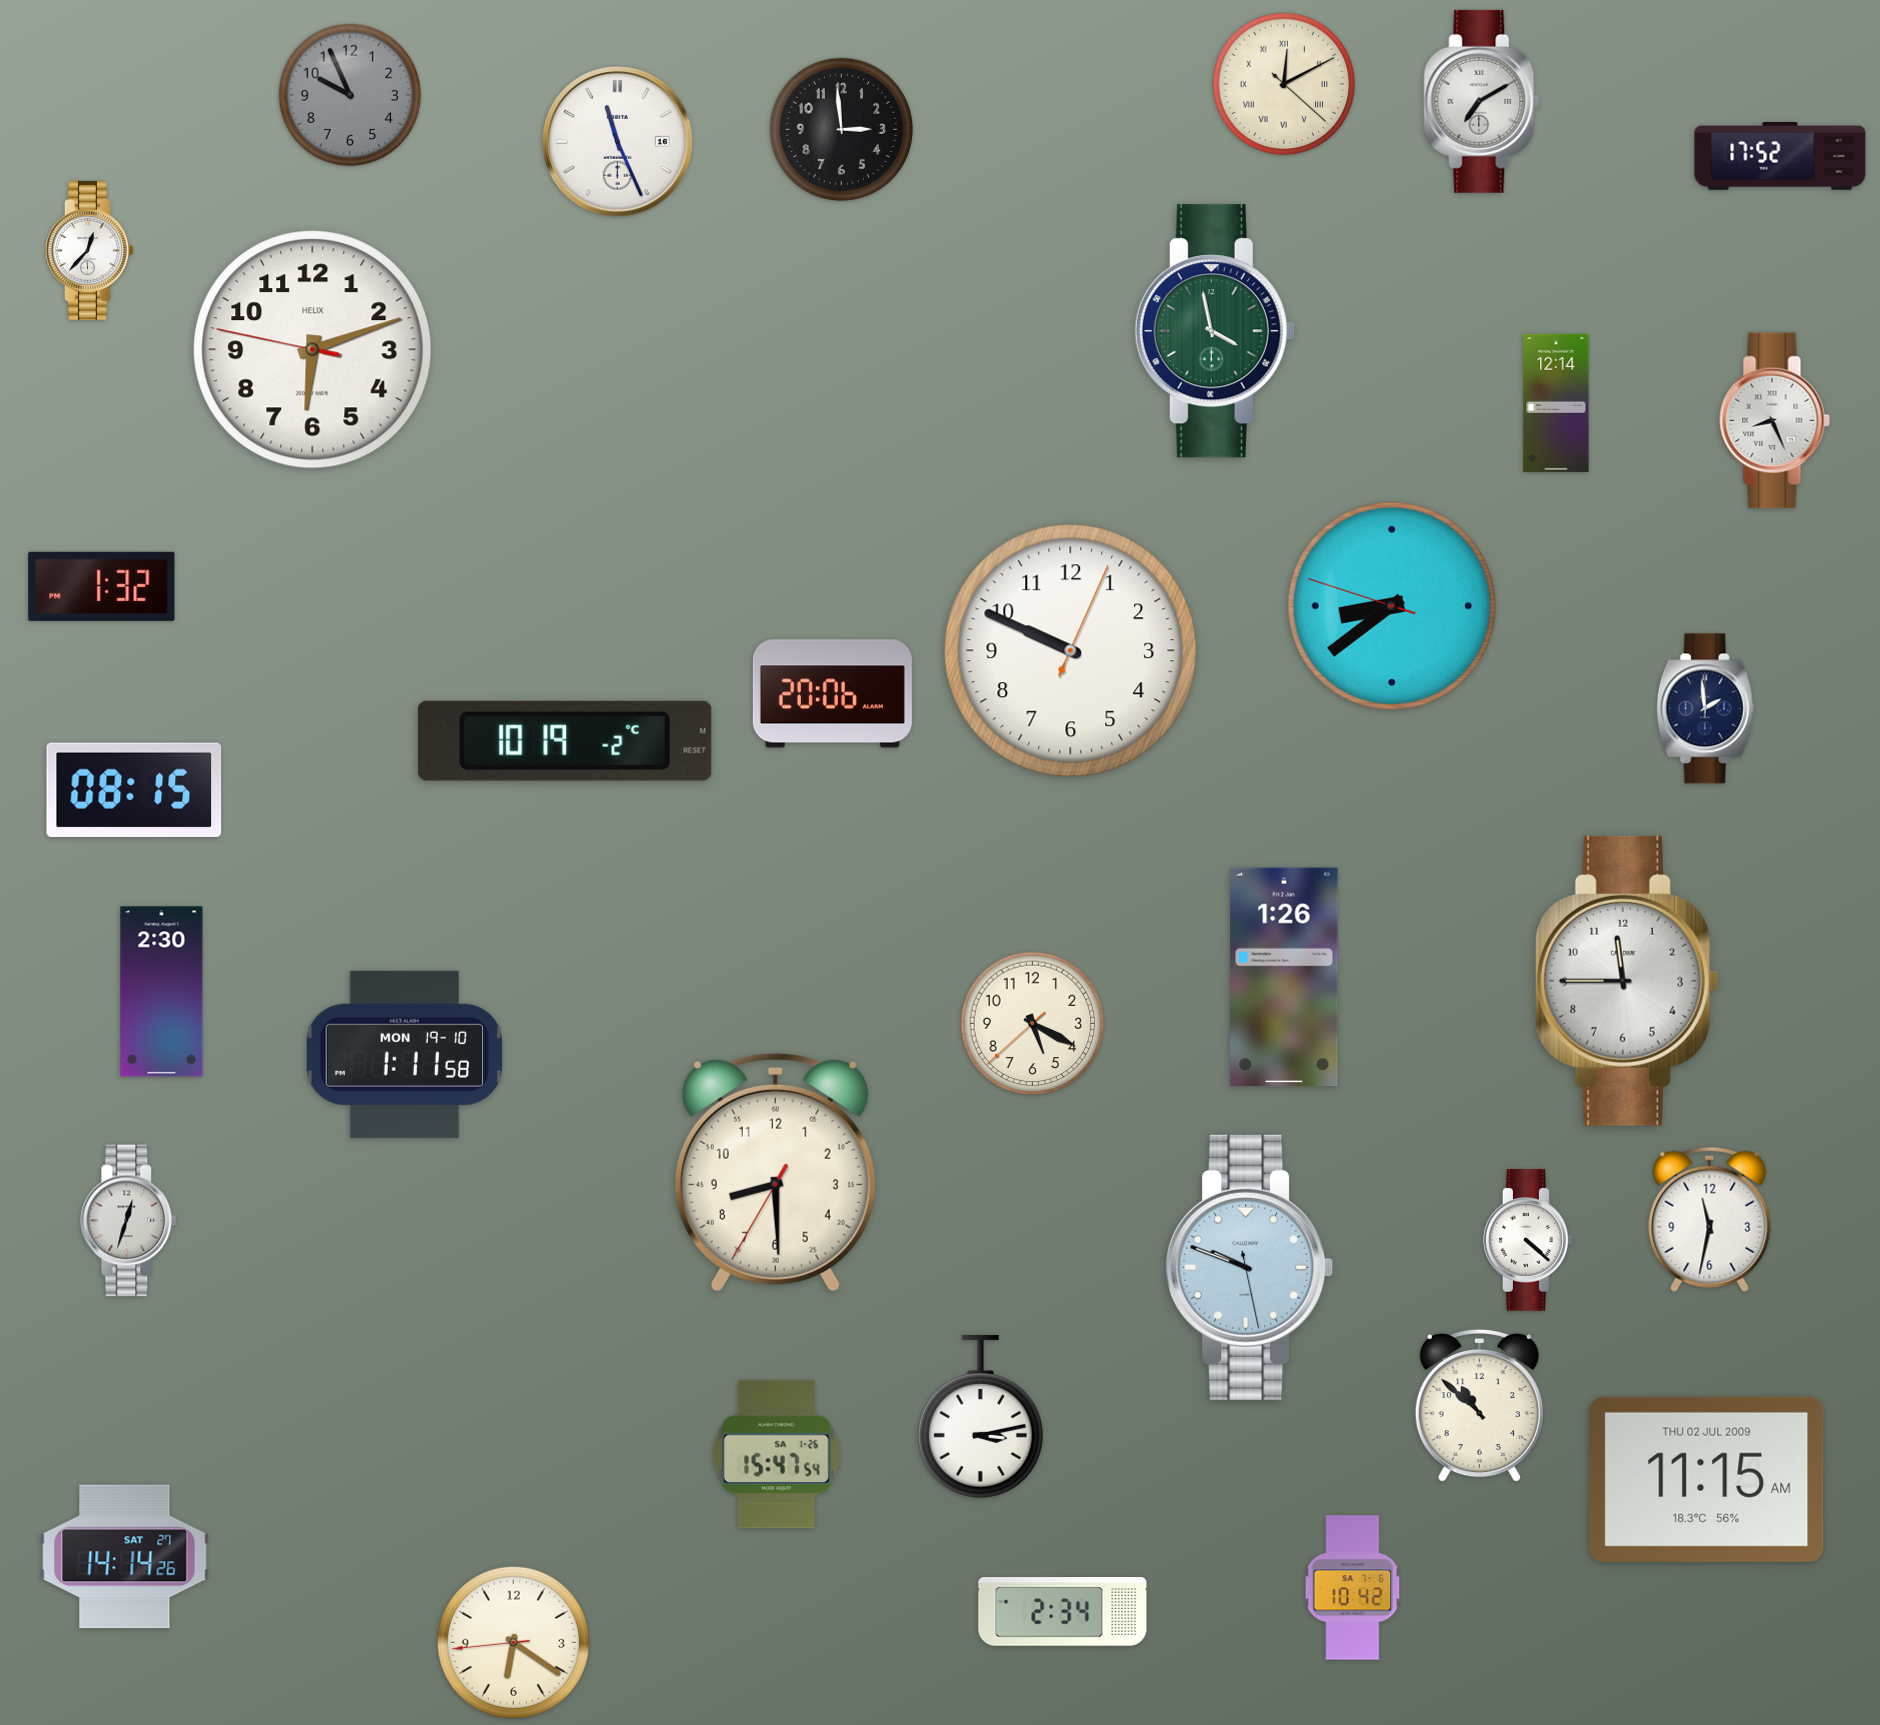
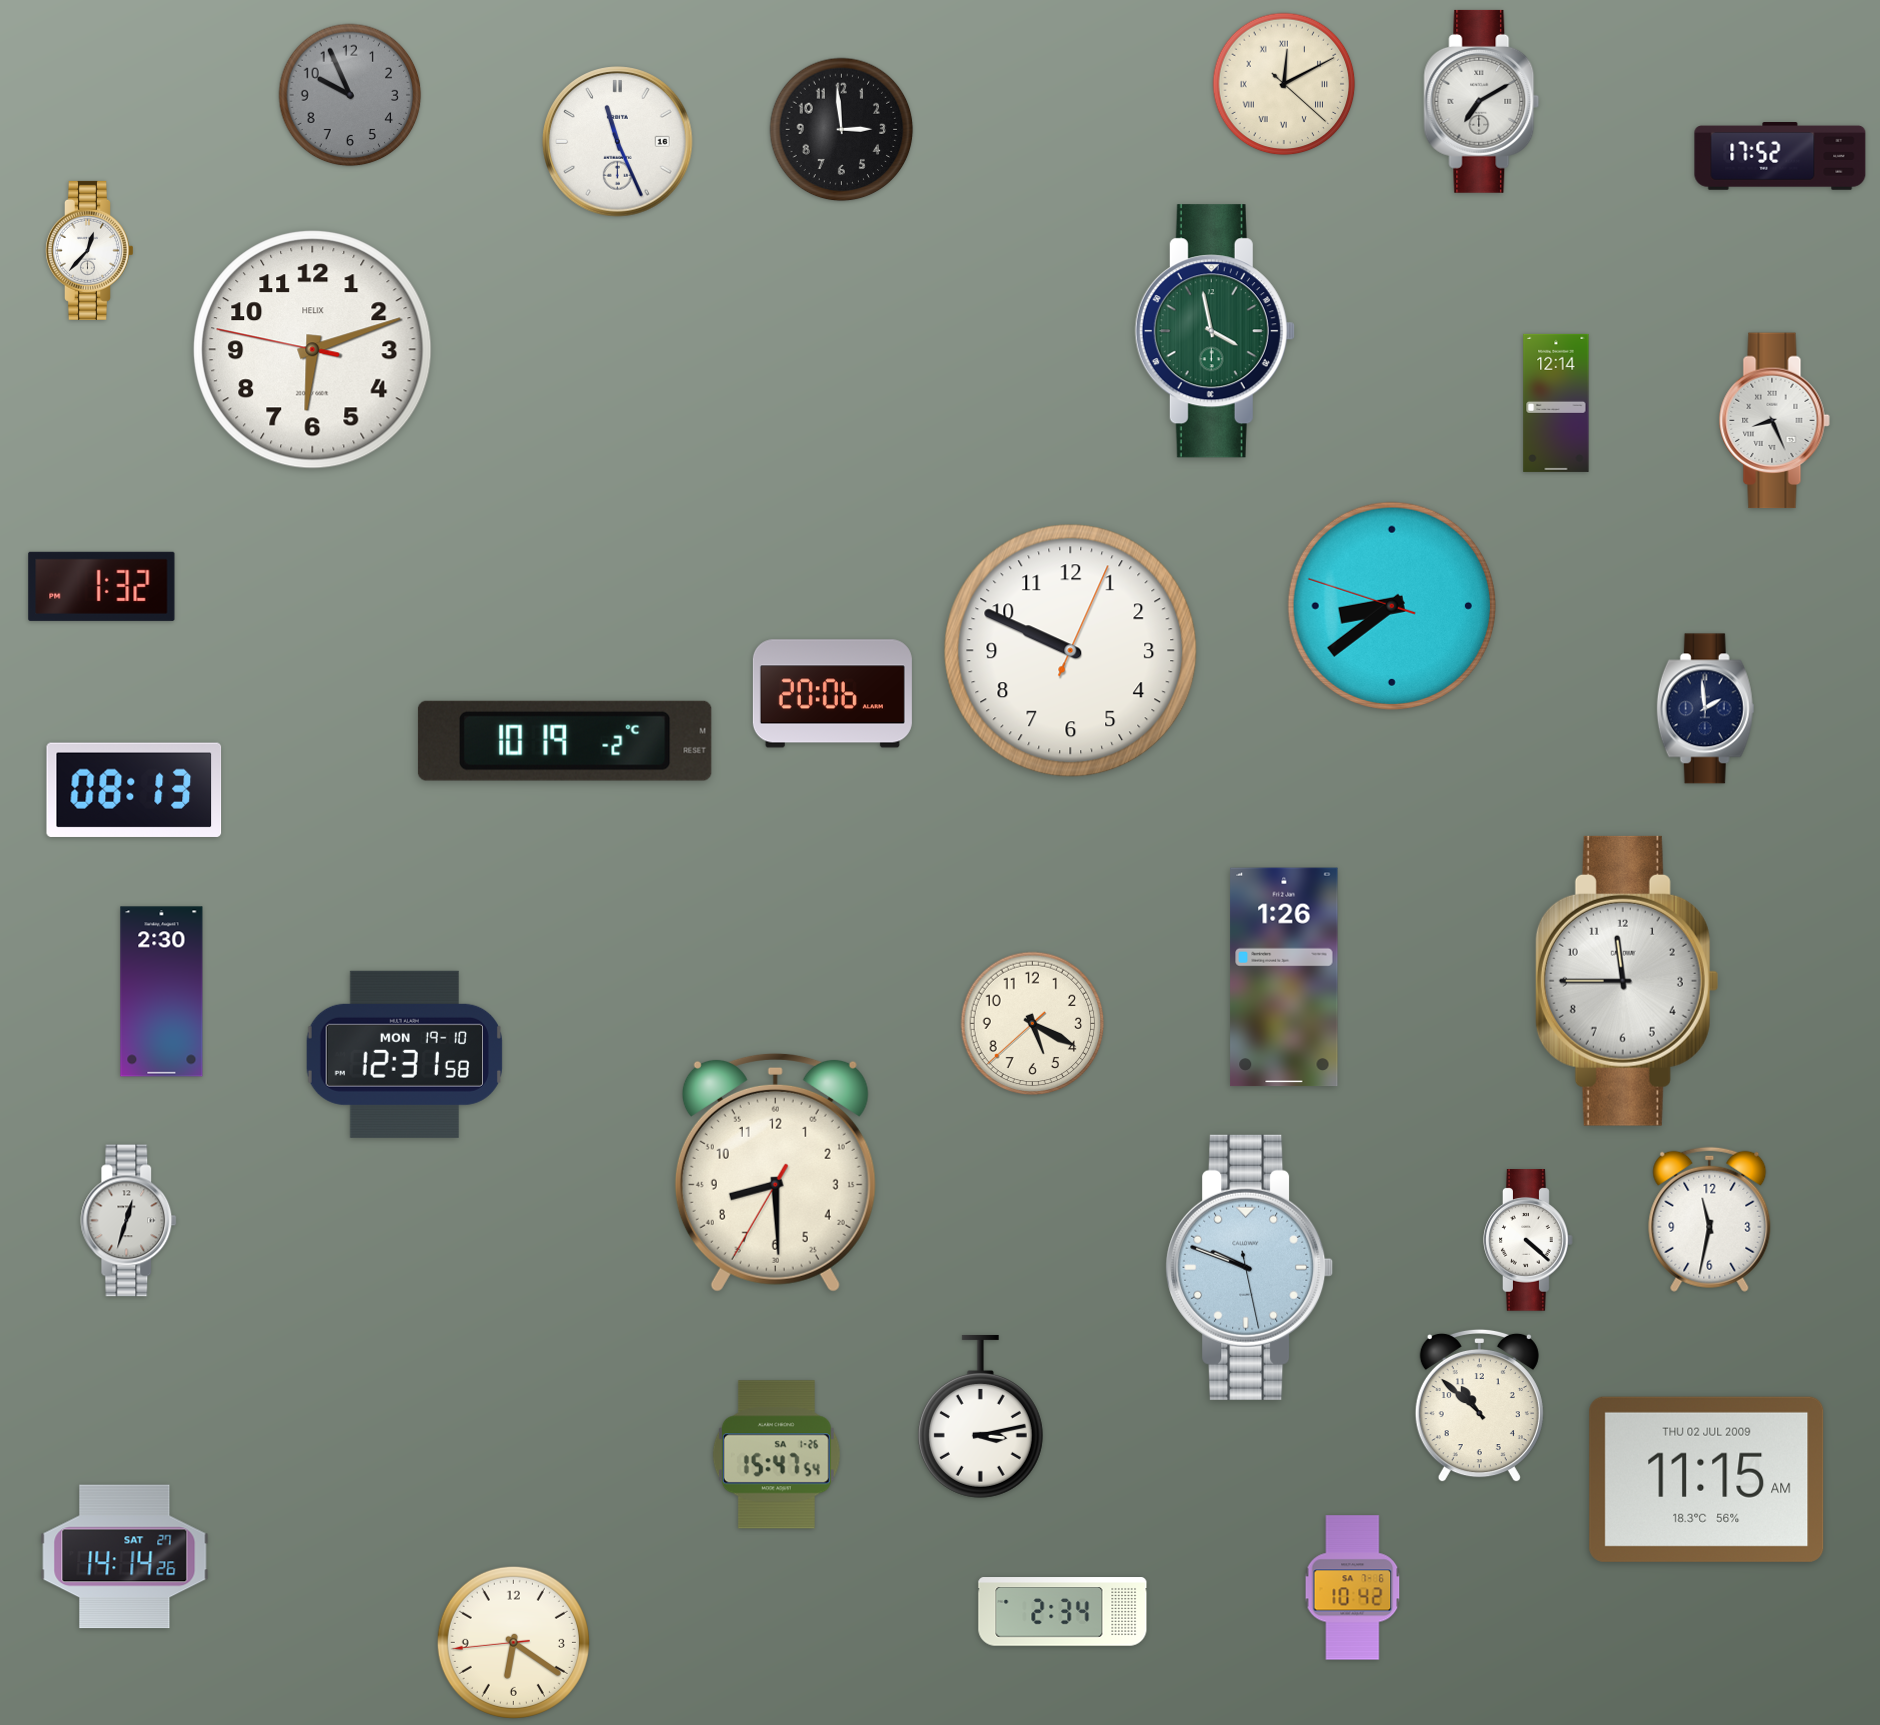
clock at (134, 790): 08:15 -> 08:13
clock at (404, 1054): 1:11 -> 12:31
